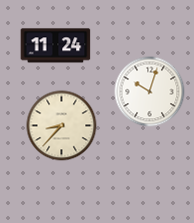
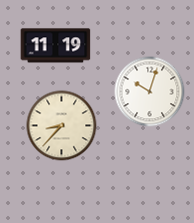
clock at (56, 46): 11:24 -> 11:19
